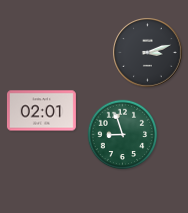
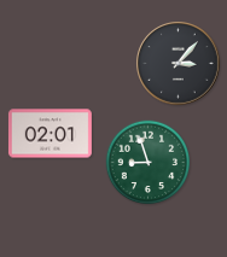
clock at (148, 53): 3:12 -> 3:07
